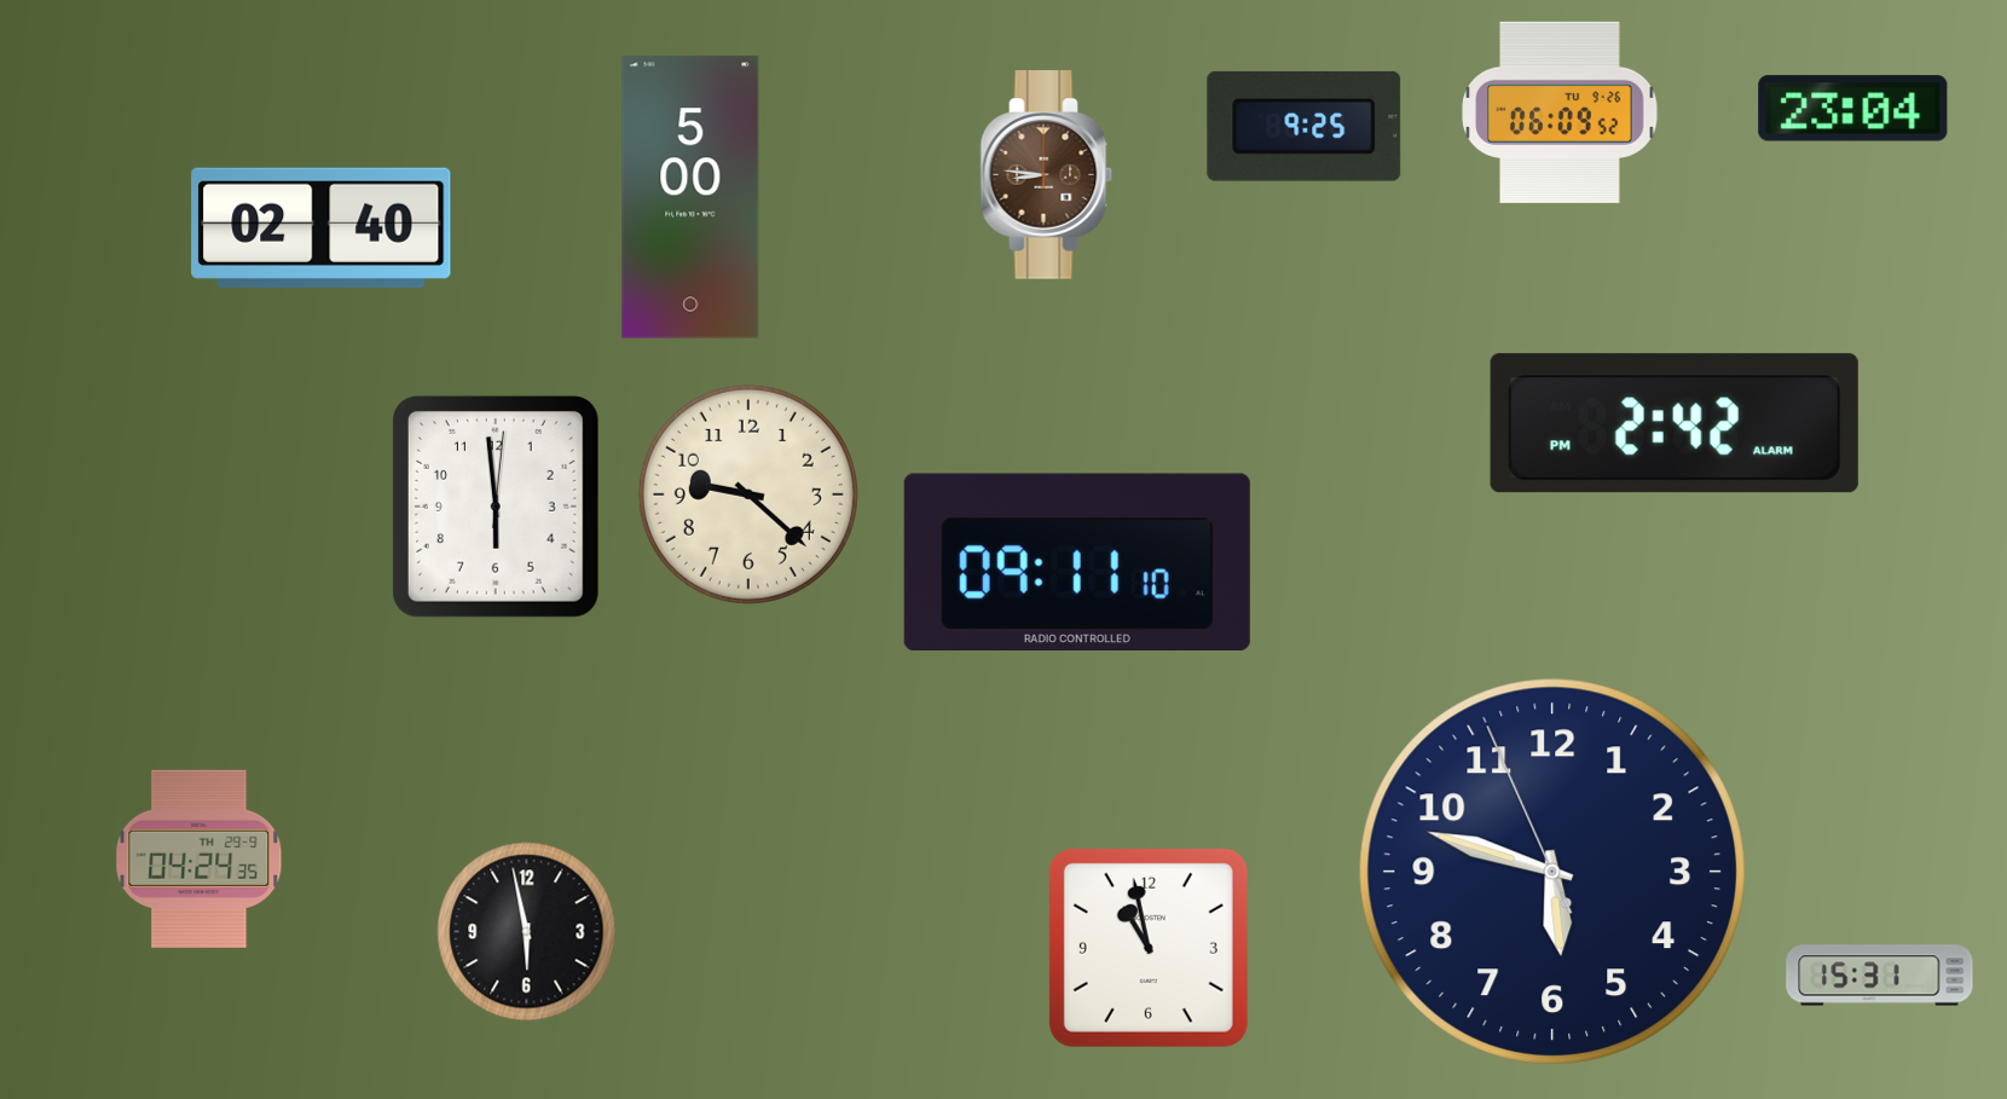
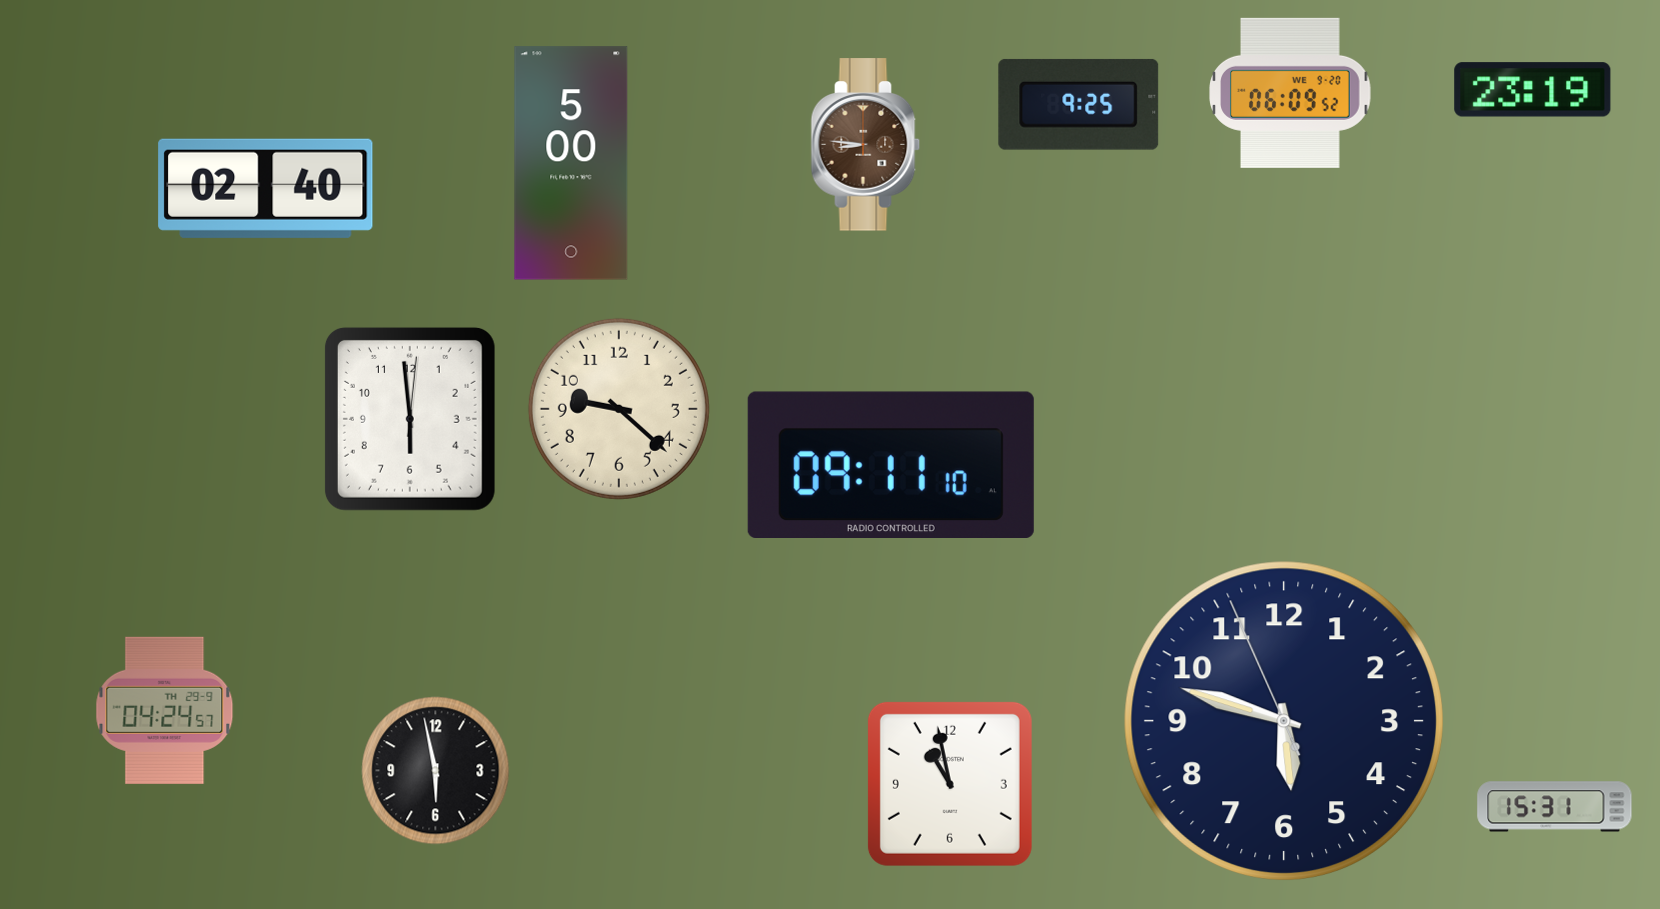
clock at (1853, 109): 23:04 -> 23:19
clock at (1560, 112) date: TU 9-26 -> WE 9-20
clock at (1675, 423): 2:42 -> none
clock at (199, 858): 04:24:35 -> 04:24:57
